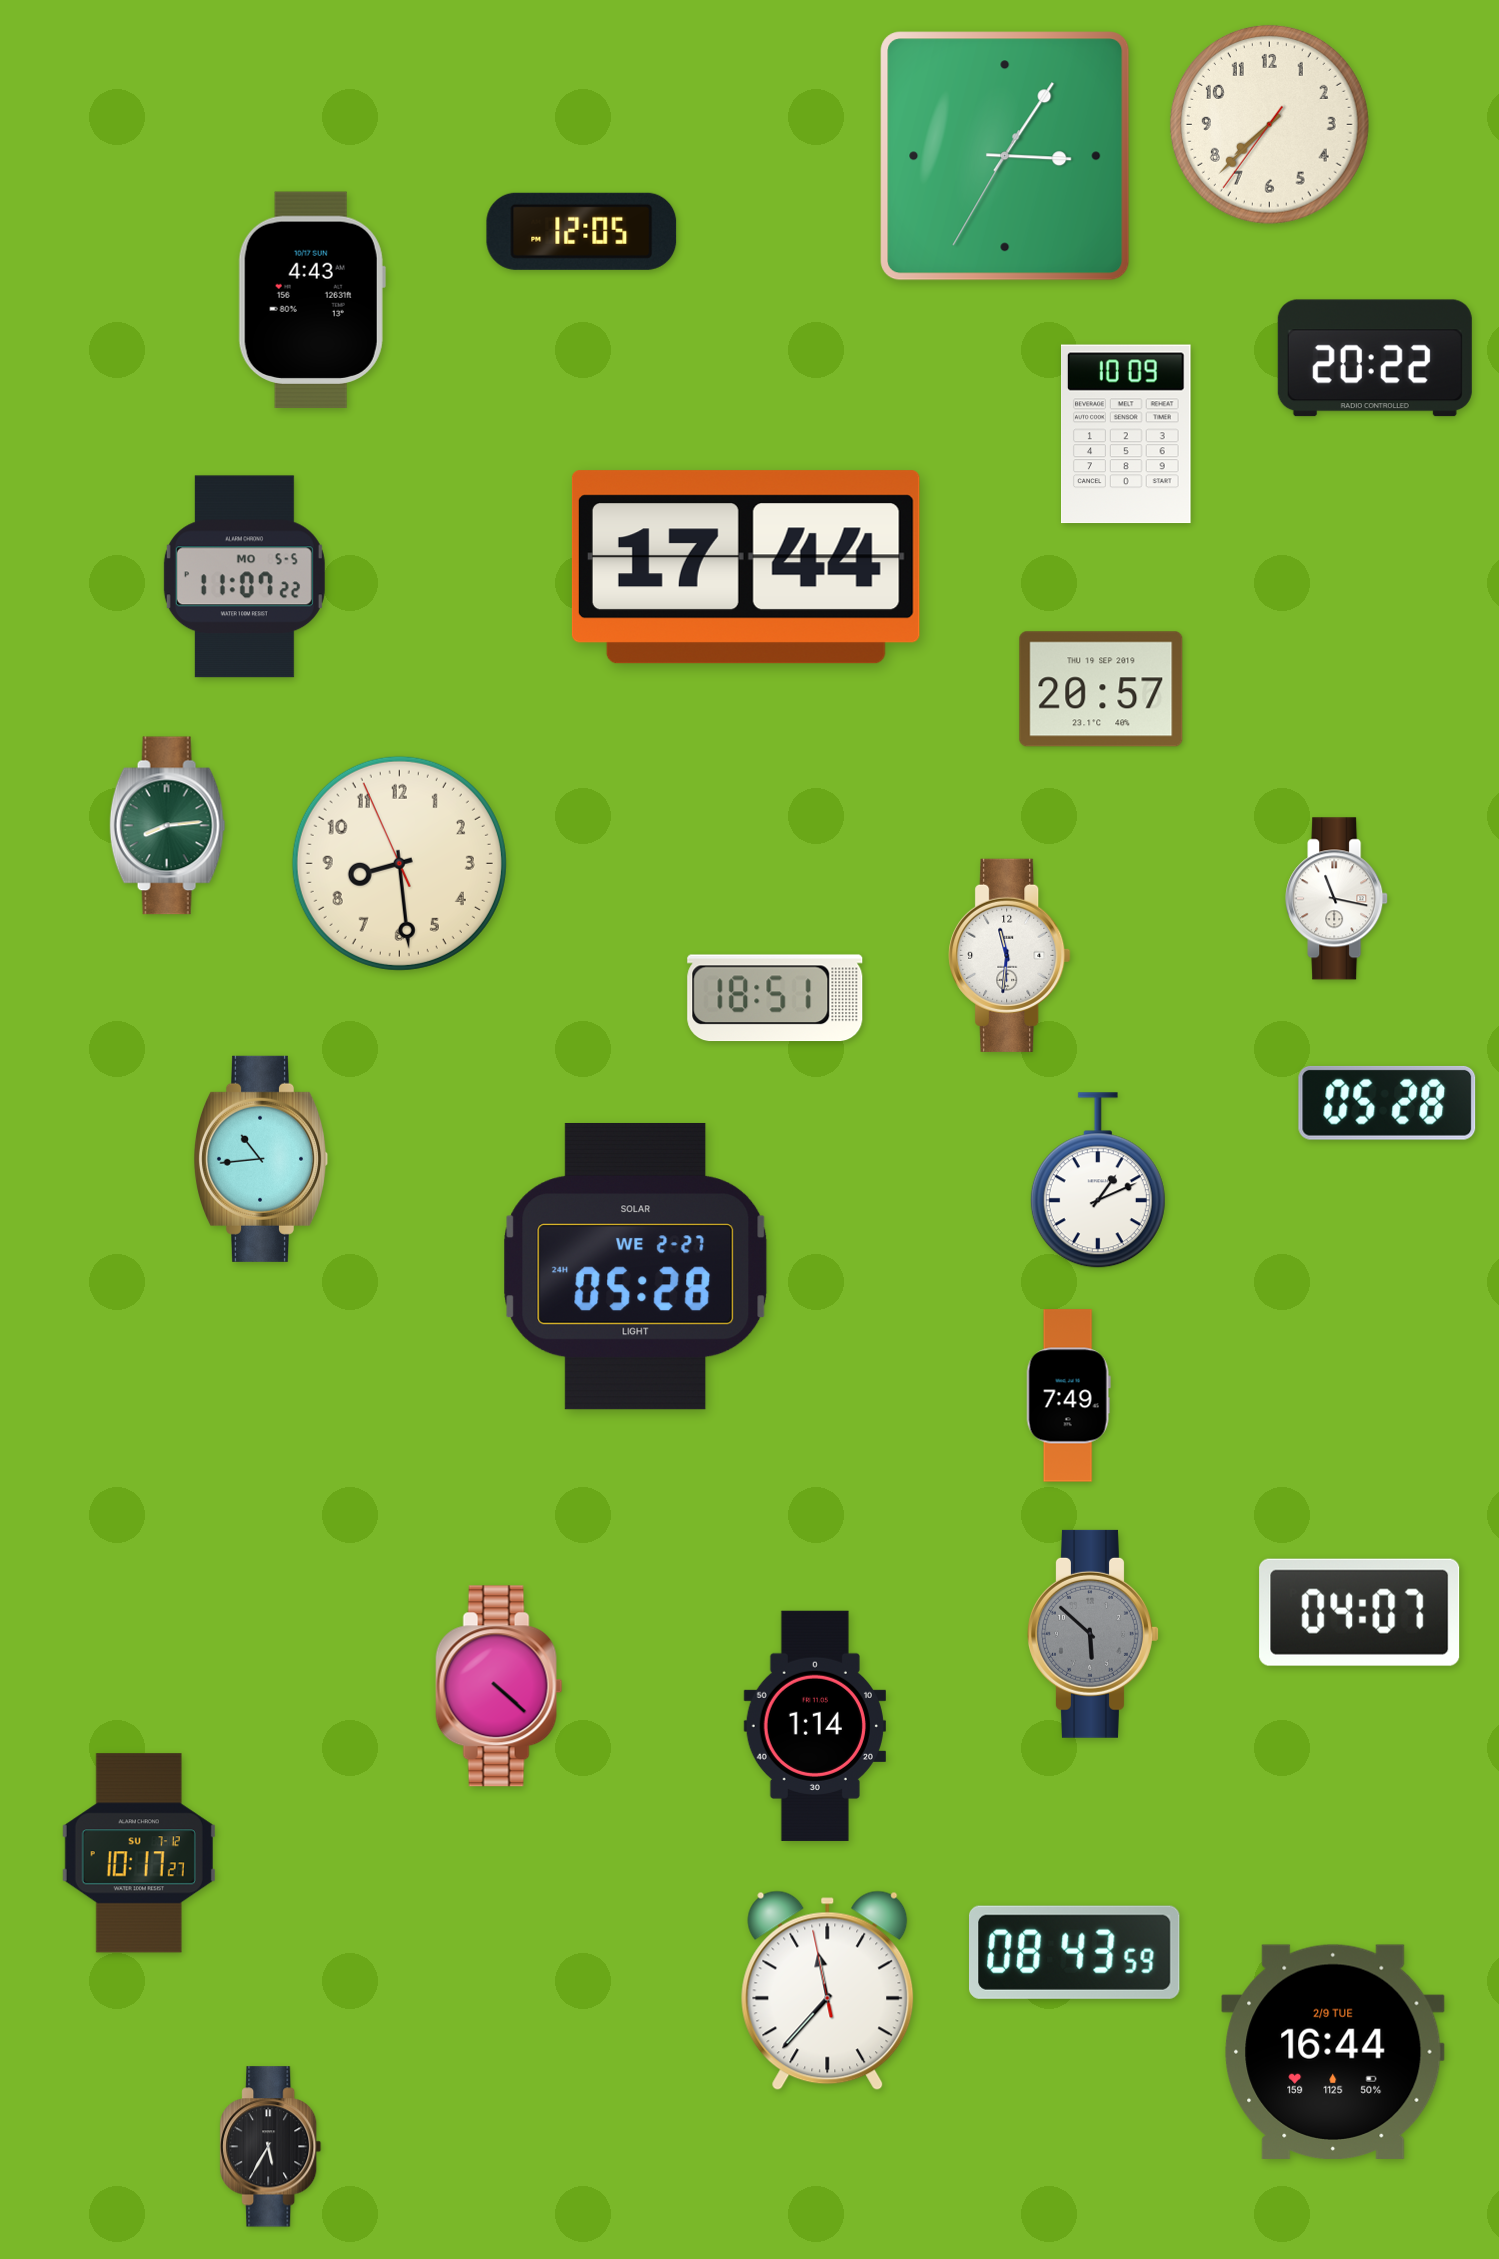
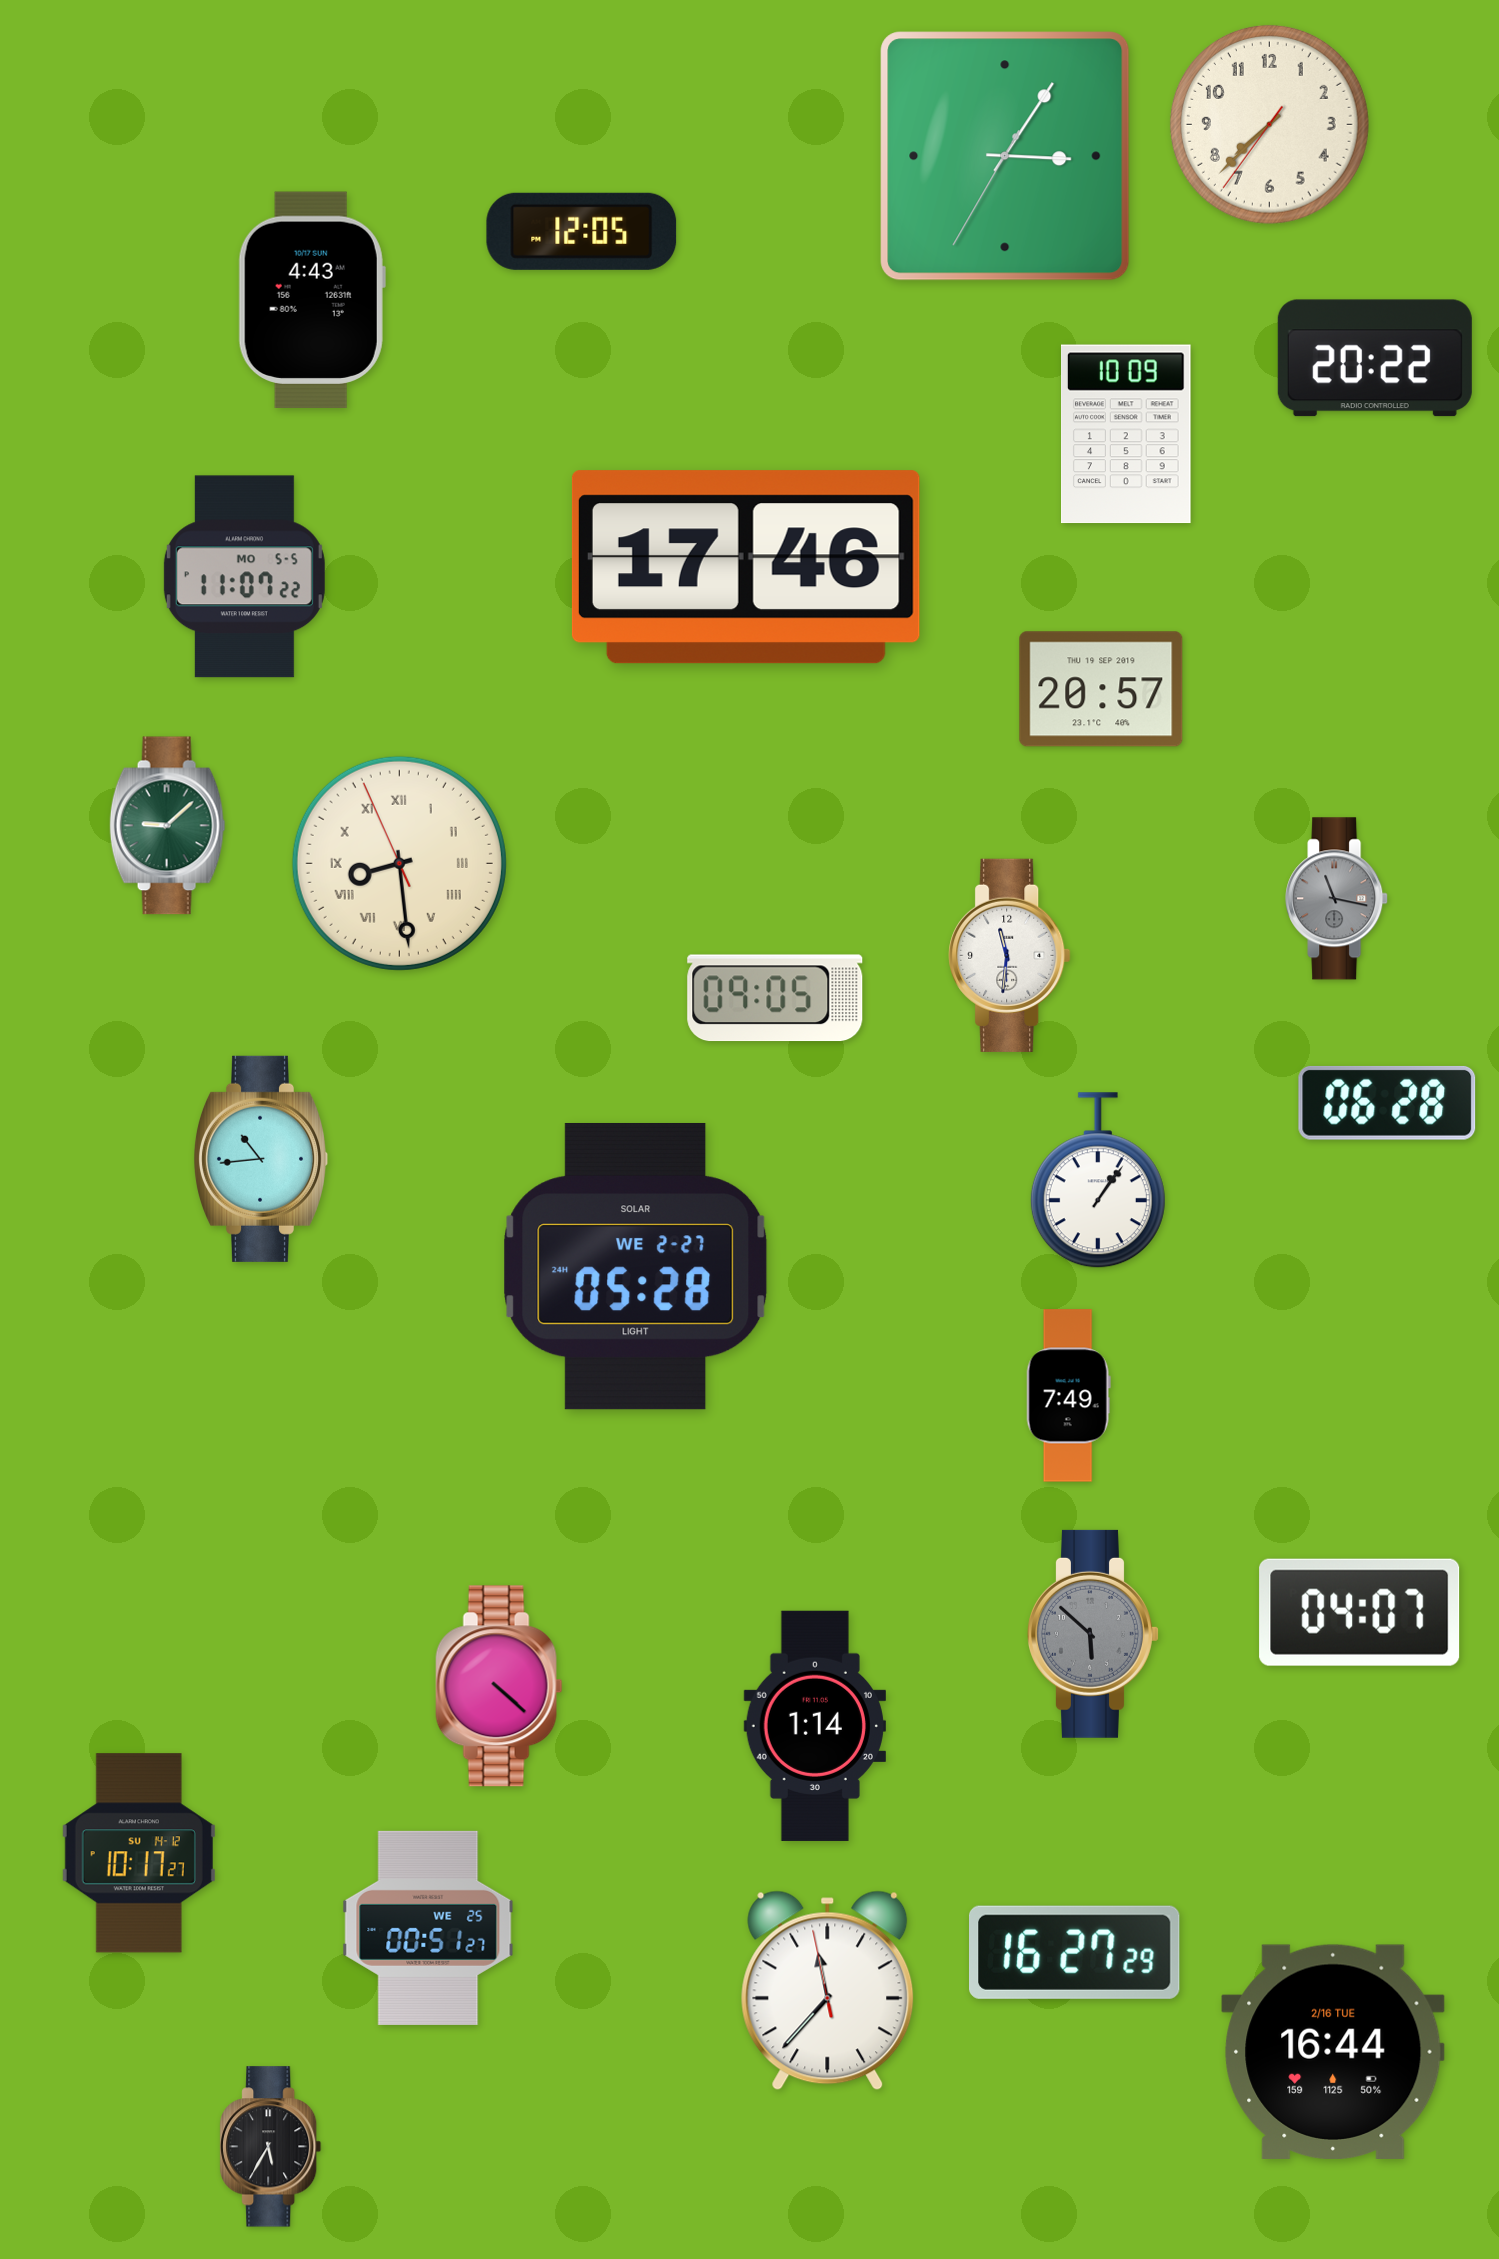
clock at (746, 567): 17:44 -> 17:46
clock at (167, 826): 8:14 -> 9:08
clock at (399, 863) numerals: Arabic -> Roman
clock at (1337, 899) dial: white -> grey
clock at (775, 998): 18:51 -> 09:05
clock at (1387, 1103): 05:28 -> 06:28
clock at (1098, 1181): 1:11 -> 1:06
clock at (139, 1853) date: SU 7-12 -> SU 14-12
clock at (428, 1928): none -> 00:51
clock at (1075, 1952): 08:43 -> 16:27
clock at (1333, 2052) date: 2/9 TUE -> 2/16 TUE
